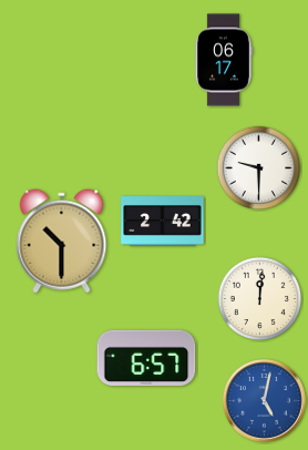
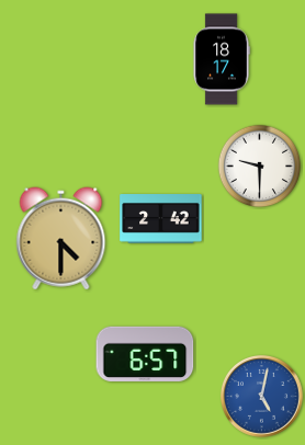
clock at (224, 60): 06:17 -> 18:17
clock at (259, 168) position: (259, 168) -> (260, 167)
clock at (62, 242): 10:30 -> 4:30
clock at (260, 299): 12:01 -> none
